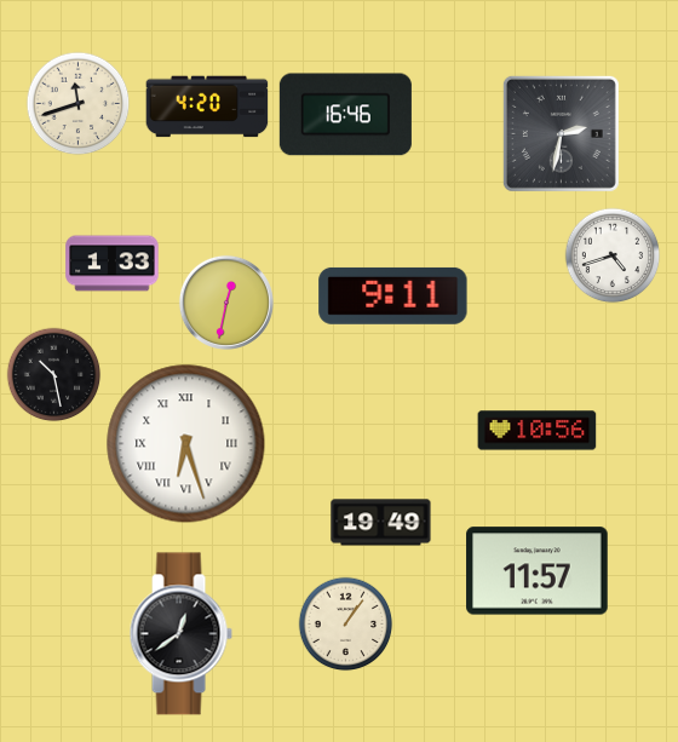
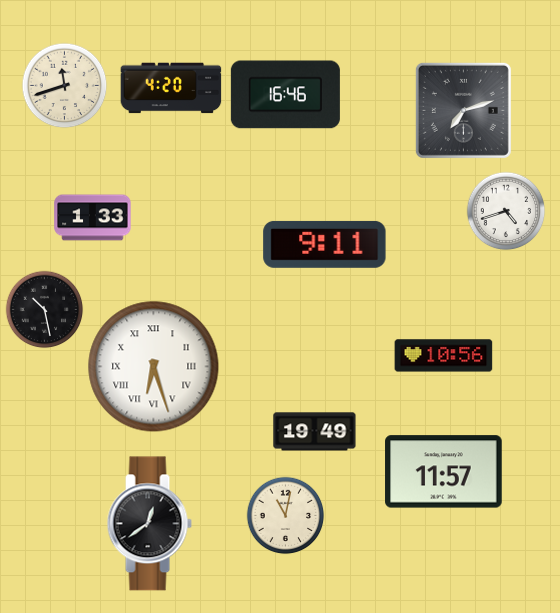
clock at (561, 133): 2:32 -> 7:12
clock at (226, 303): 12:32 -> none
clock at (345, 623): 1:06 -> 11:02
